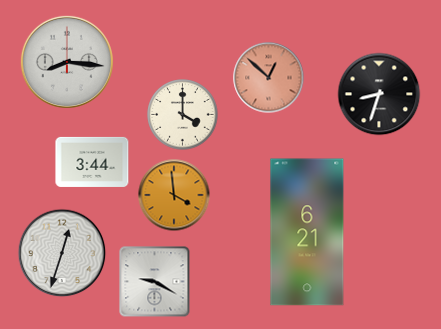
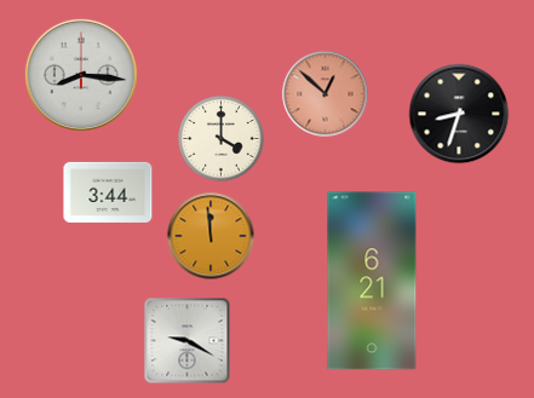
clock at (92, 162) position: (92, 162) -> (108, 192)
clock at (174, 195): 3:59 -> 11:59
clock at (62, 253): 12:33 -> none
